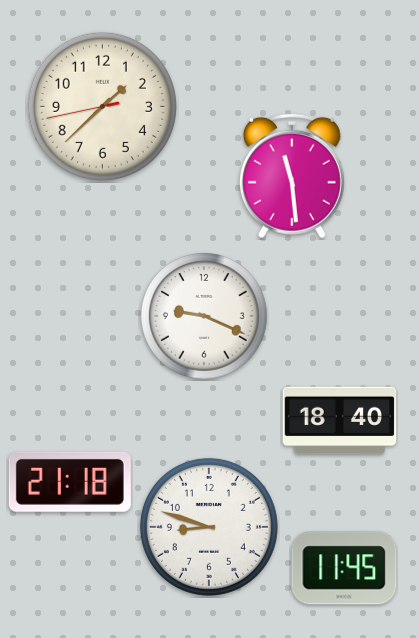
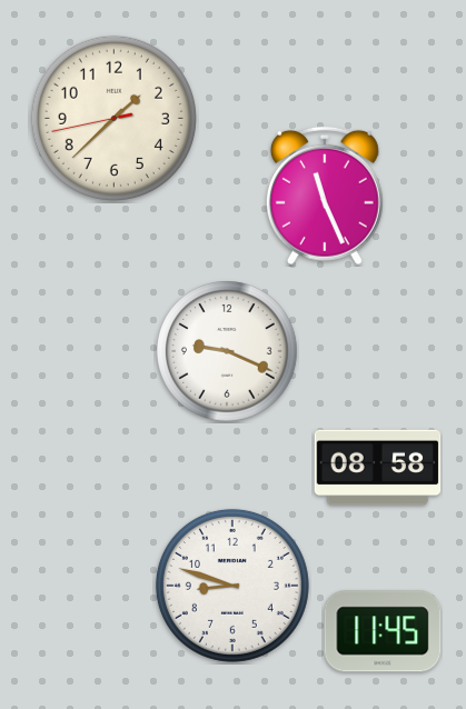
clock at (292, 176): 11:29 -> 11:26
clock at (340, 421): 18:40 -> 08:58
clock at (70, 482): 21:18 -> none
